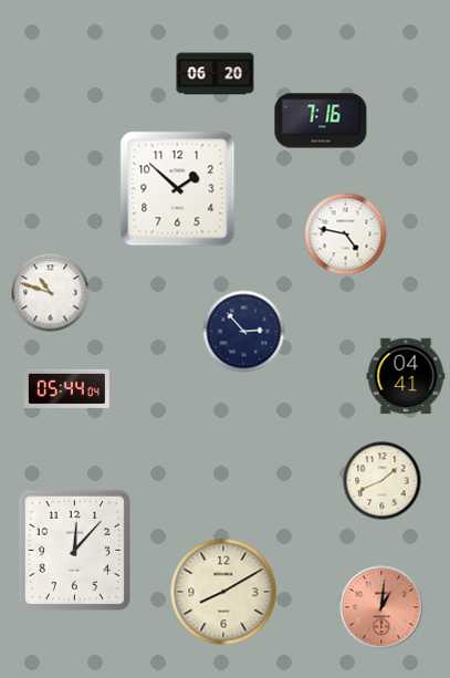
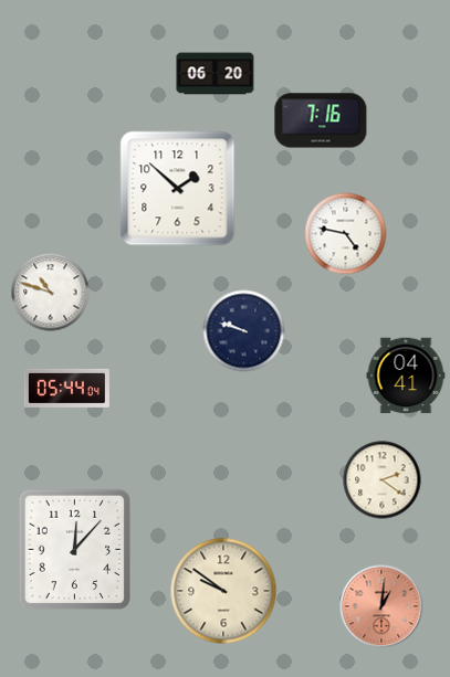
clock at (244, 332): 2:53 -> 9:48
clock at (383, 481): 1:41 -> 2:21
clock at (223, 592): 8:10 -> 9:51
